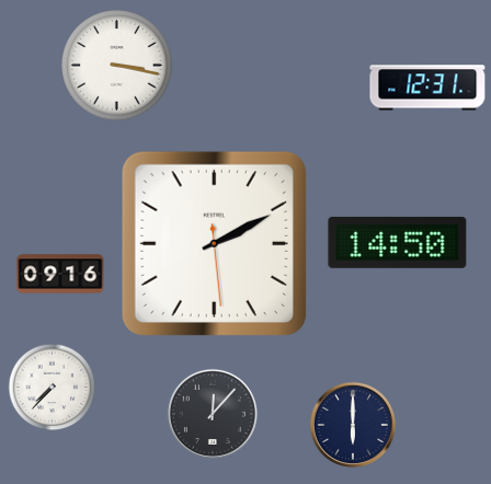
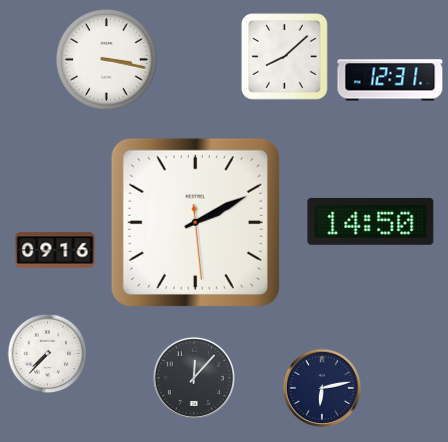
clock at (285, 57): none -> 8:08
clock at (398, 242) position: (398, 242) -> (371, 221)
clock at (353, 425): 6:00 -> 6:13
